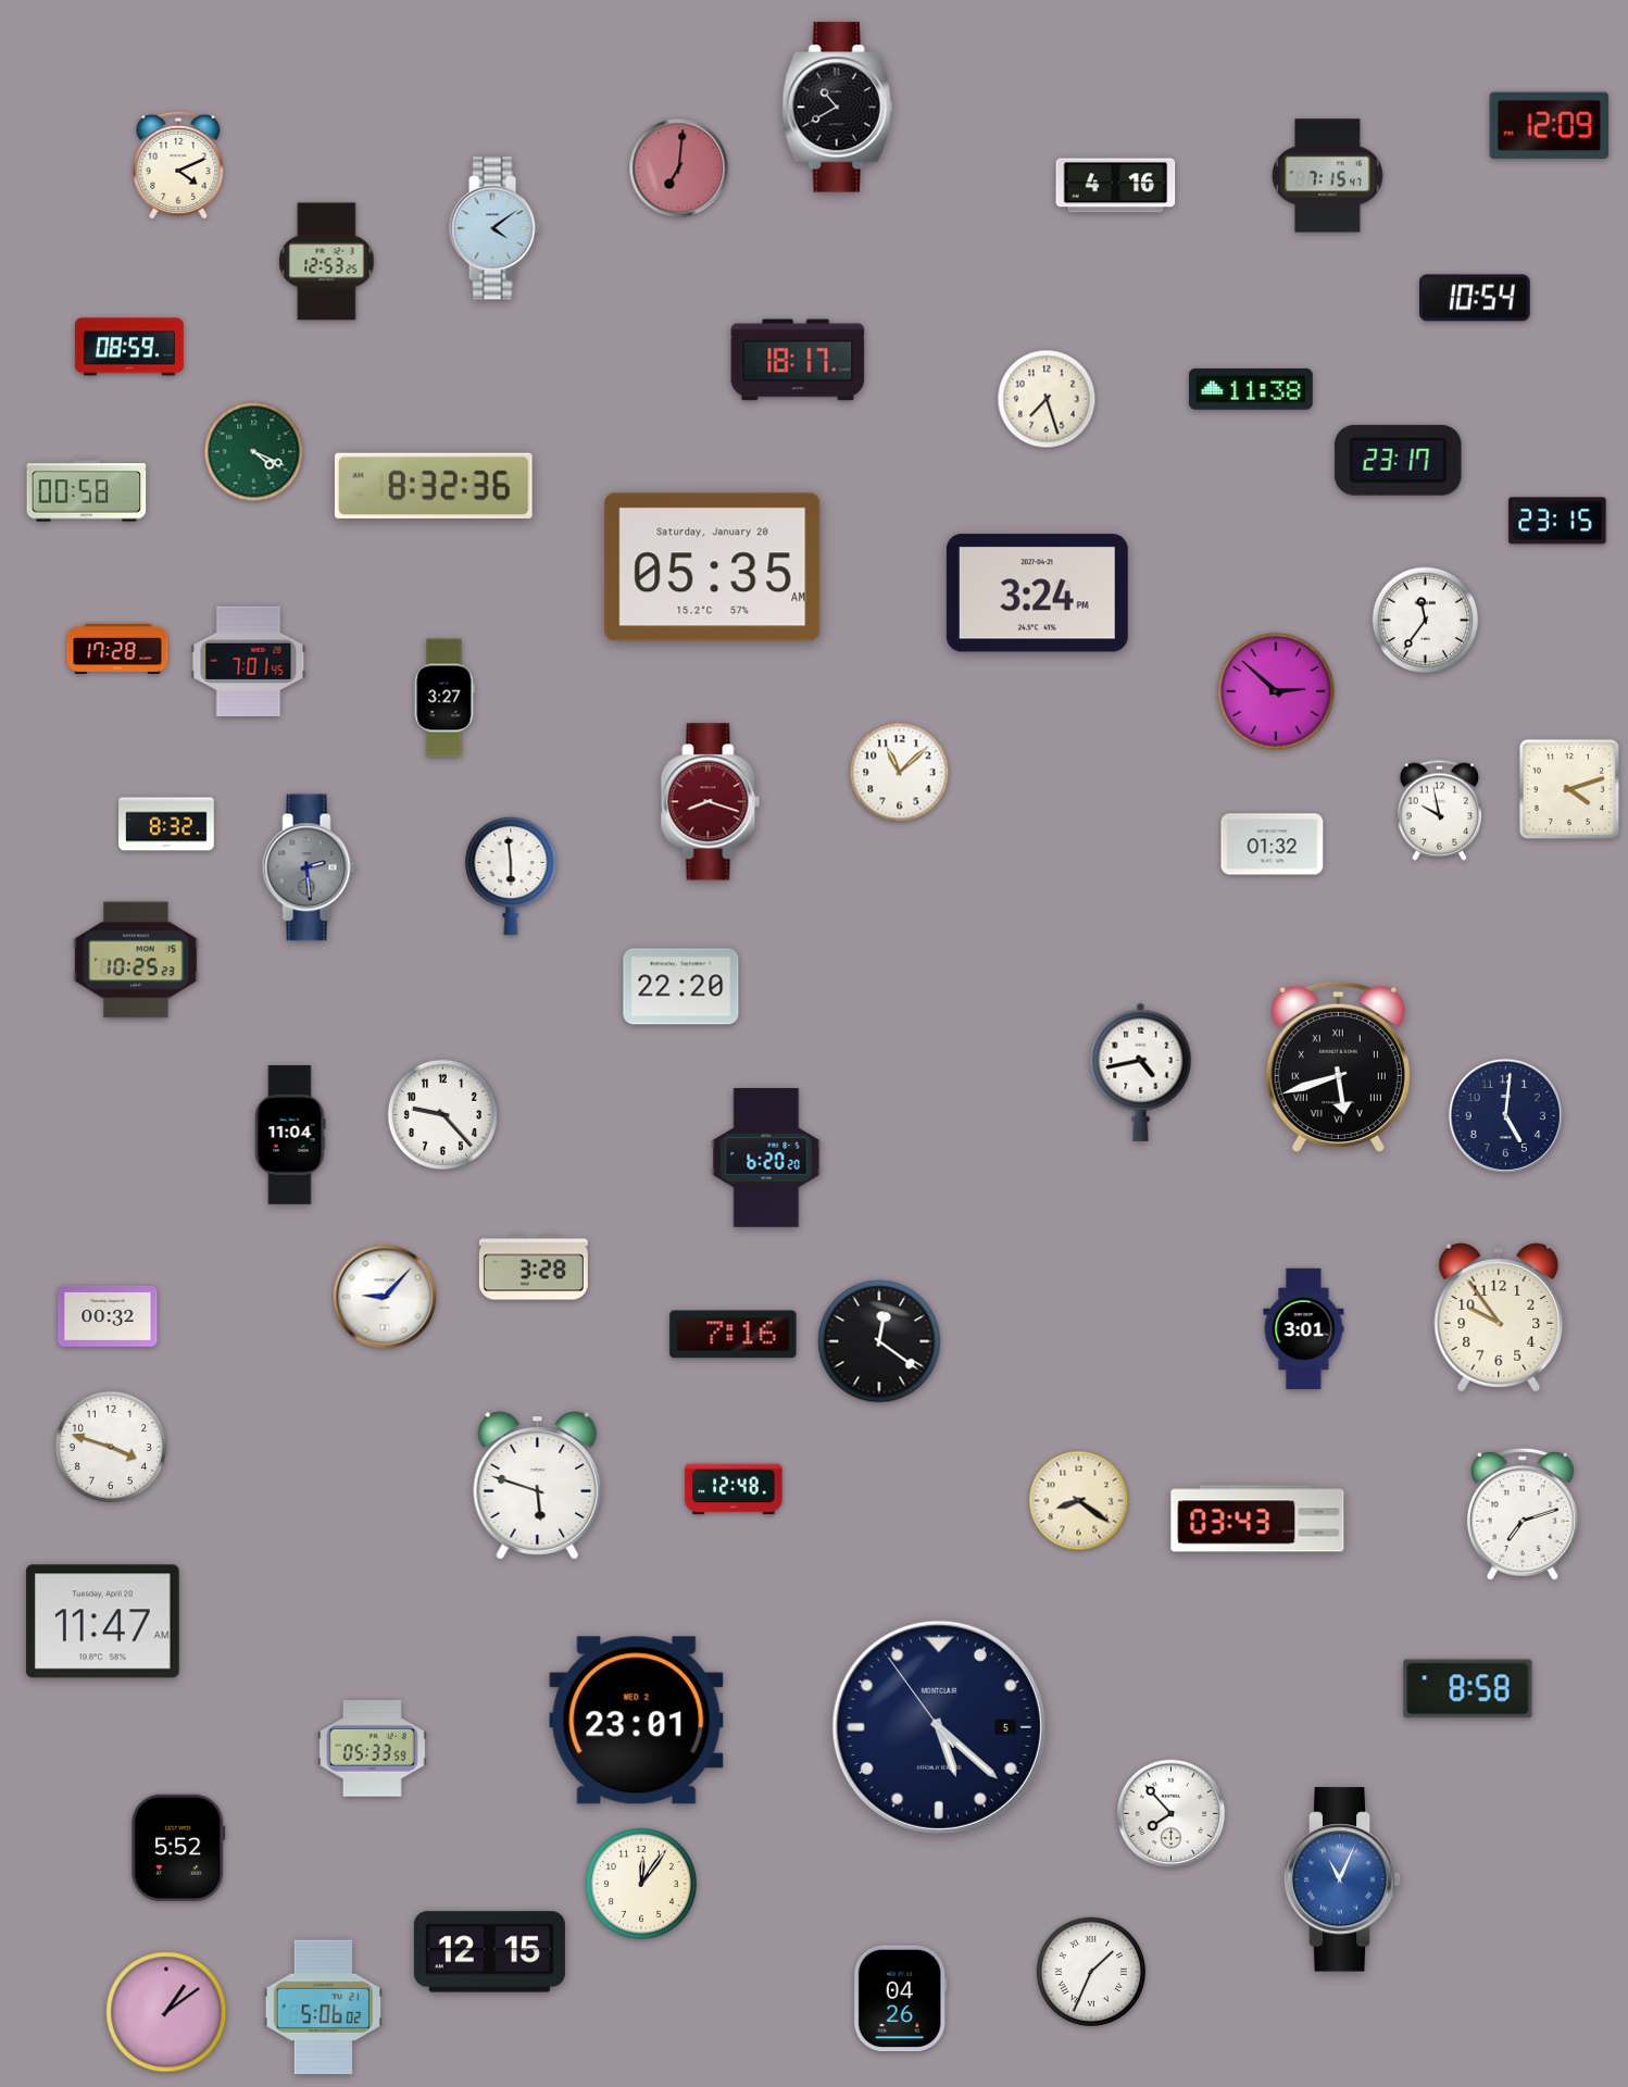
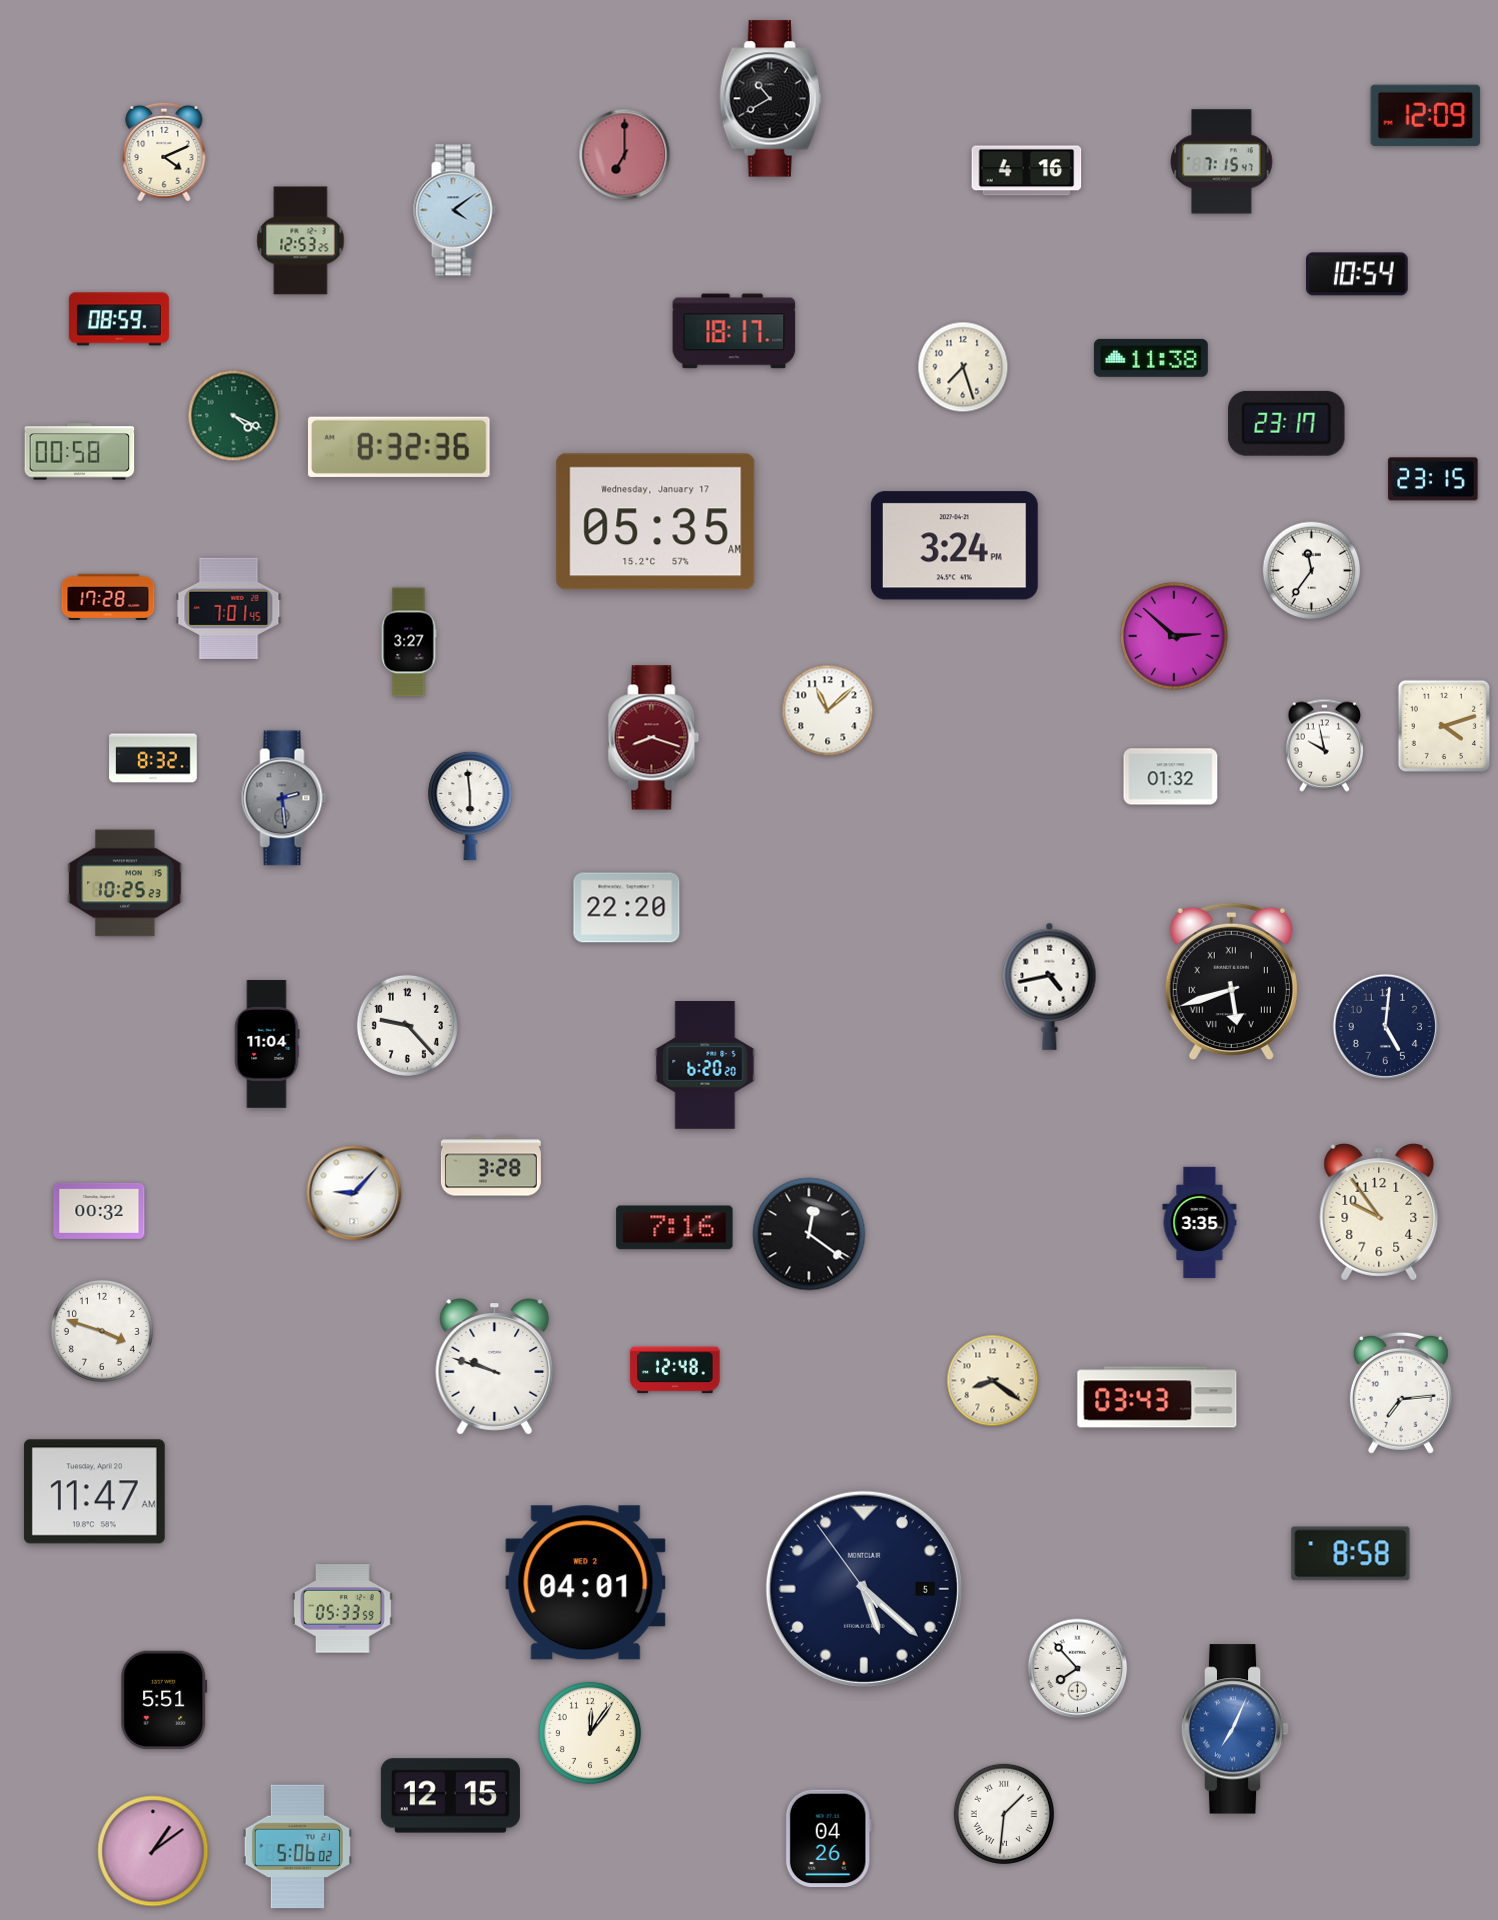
clock at (679, 168): 7:01 -> 7:00
clock at (713, 567) date: Saturday, January 20 -> Wednesday, January 17
clock at (1304, 1329): 3:01 -> 3:35
clock at (538, 1486): 5:48 -> 9:48
clock at (1523, 1514): 7:12 -> 7:14
clock at (637, 1721): 23:01 -> 04:01
clock at (178, 1848): 5:52 -> 5:51
clock at (1342, 1879): 11:04 -> 7:04
clock at (1091, 1972): 1:34 -> 1:31
